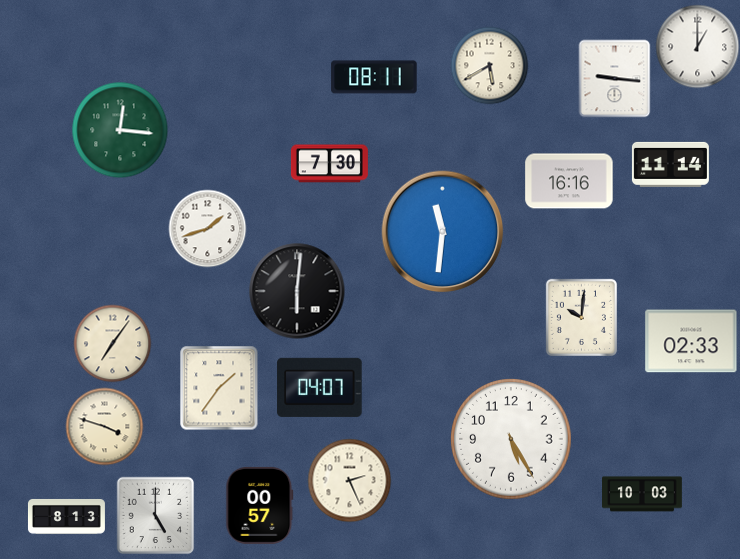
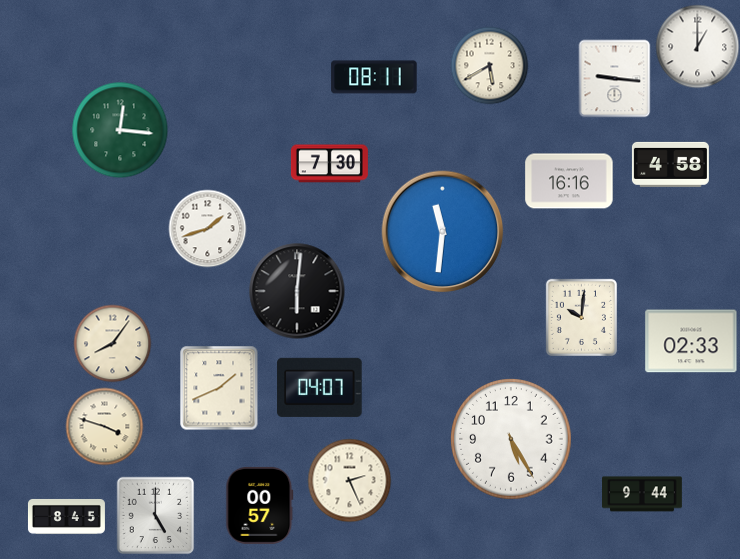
clock at (670, 164): 11:14 -> 4:58
clock at (112, 343): 7:06 -> 8:06
clock at (219, 388): 1:36 -> 1:41
clock at (643, 494): 10:03 -> 9:44
clock at (66, 516): 8:13 -> 8:45
